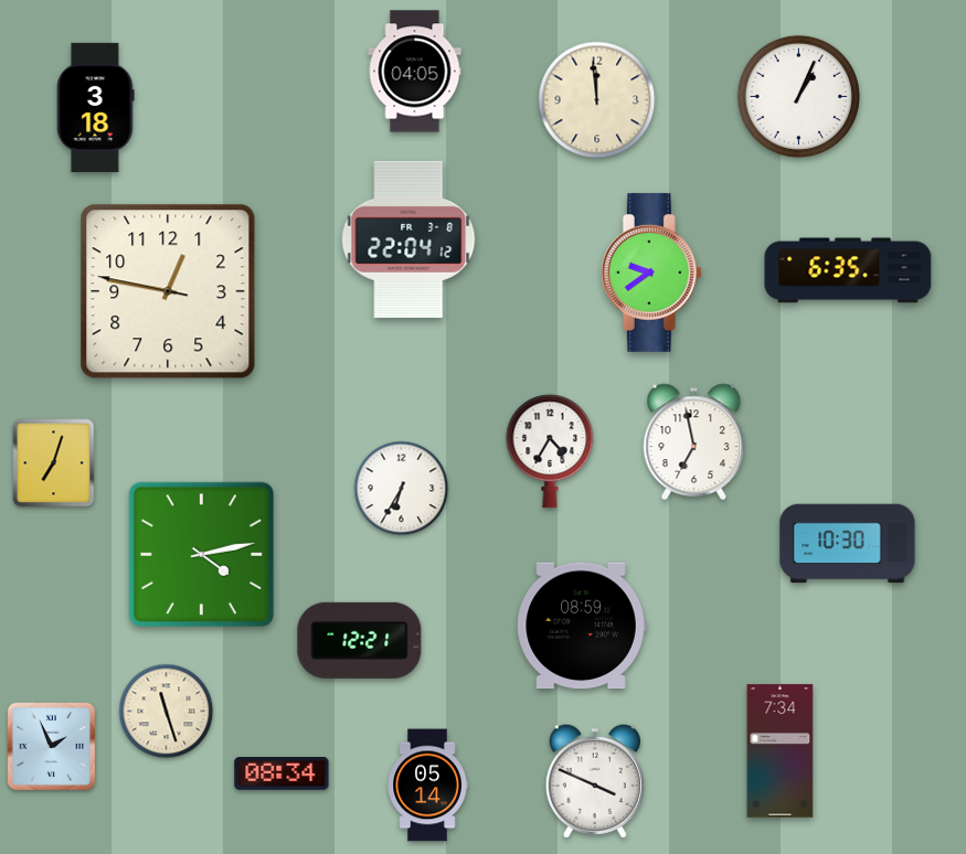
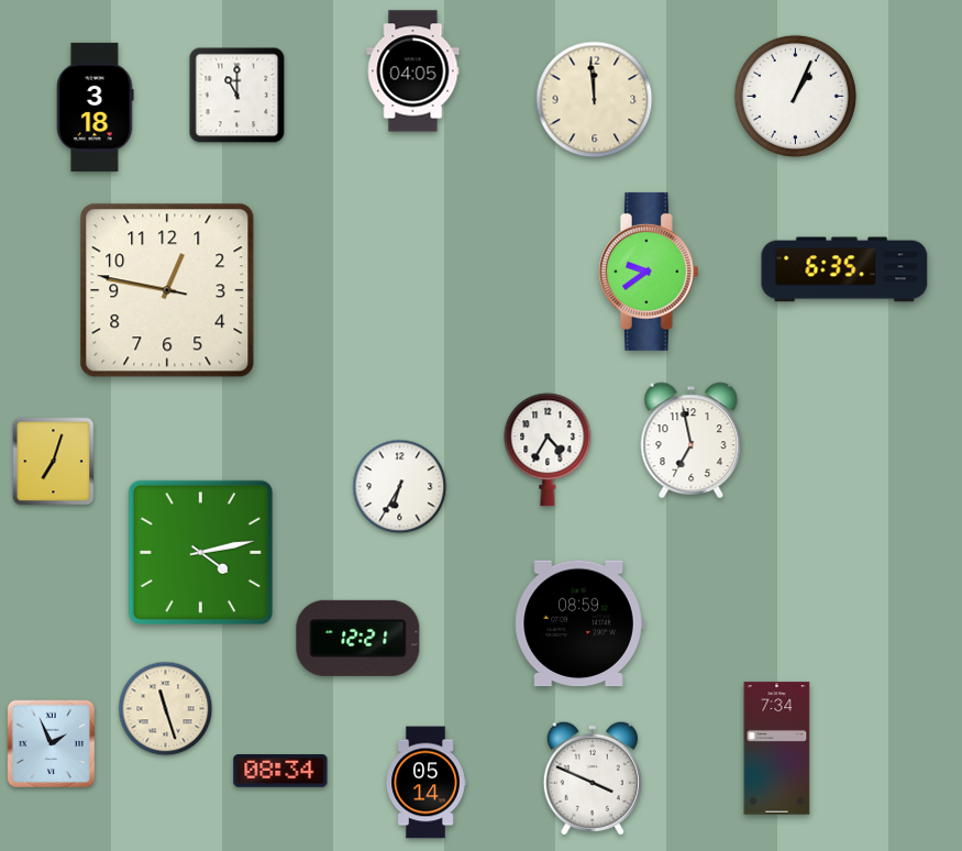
clock at (237, 96): none -> 11:00
clock at (408, 239): 22:04 -> none
clock at (848, 544): 10:30 -> none
